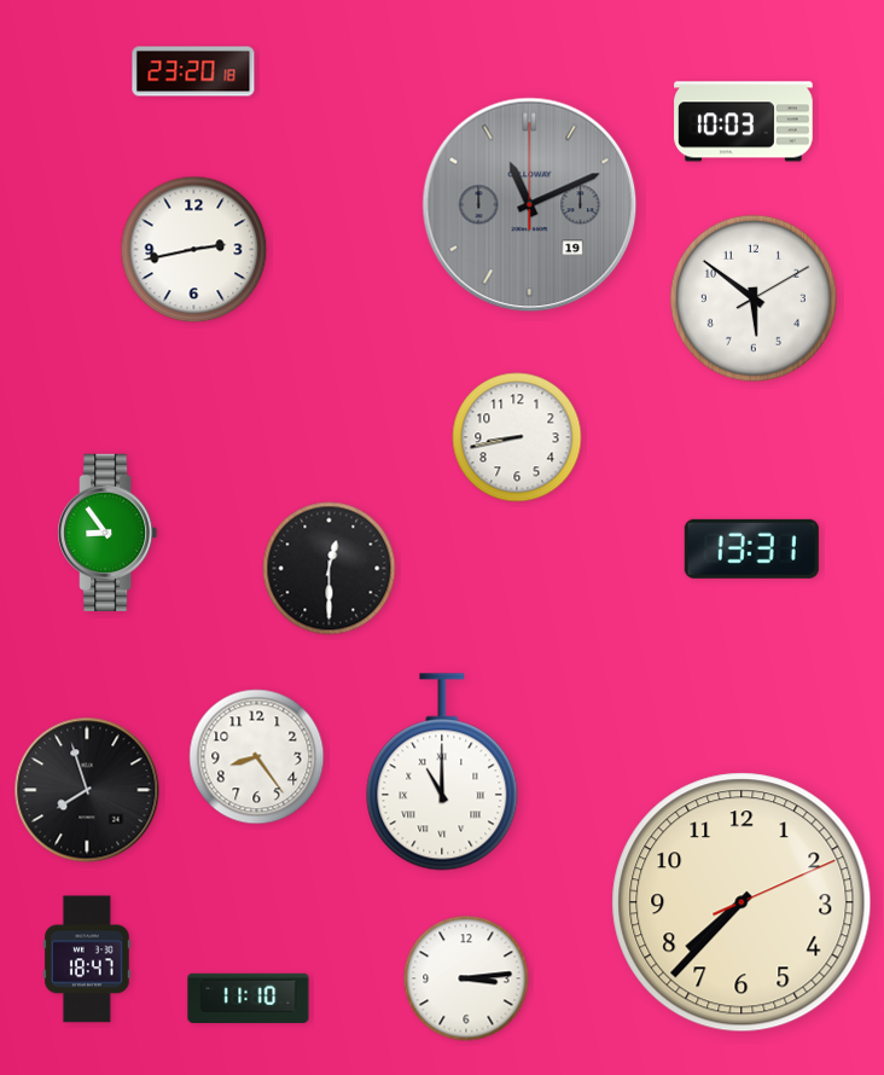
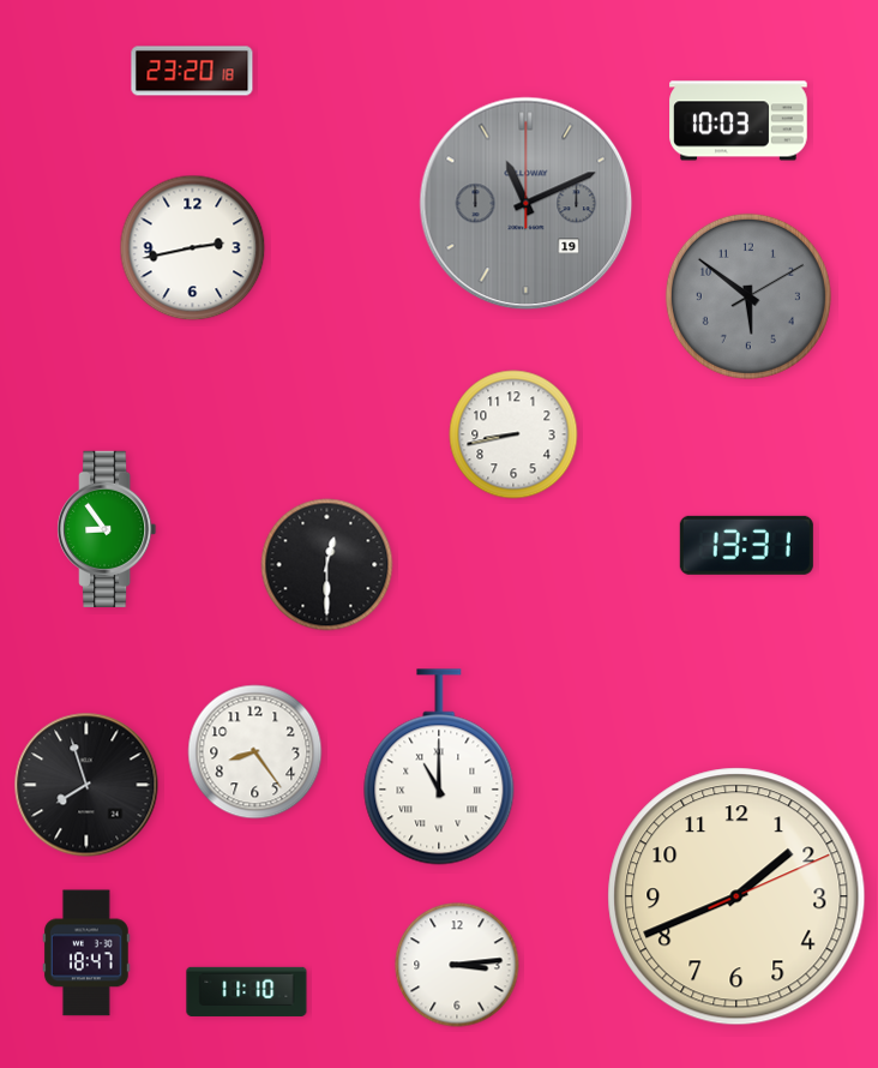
clock at (754, 298) dial: white -> grey
clock at (741, 902): 7:37 -> 1:41
clock at (466, 978) position: (466, 978) -> (457, 965)
